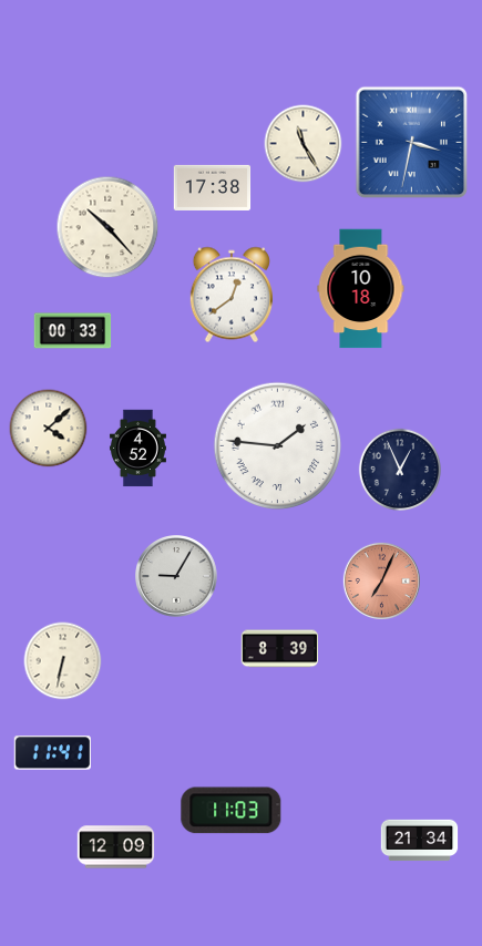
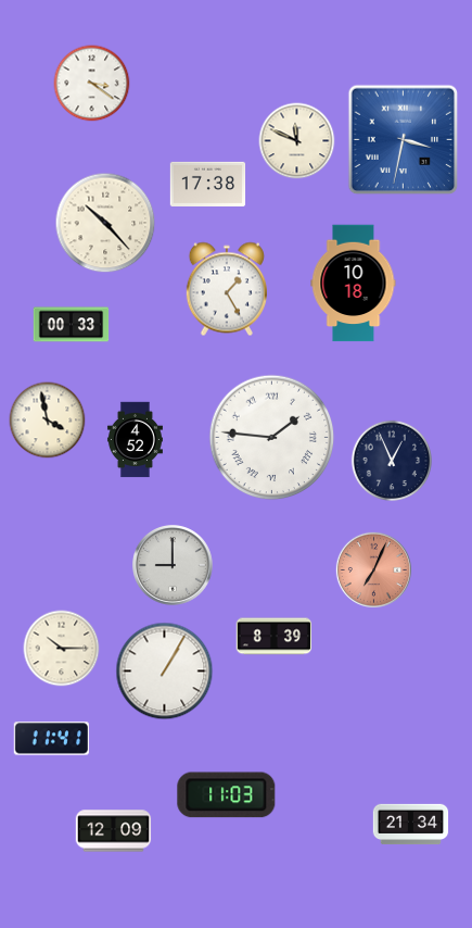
clock at (92, 84): none -> 3:21
clock at (304, 144): 11:25 -> 11:49
clock at (232, 295): 12:39 -> 1:25
clock at (49, 429): 4:08 -> 3:58
clock at (177, 577): 9:05 -> 9:00
clock at (63, 661): 6:32 -> 10:15
clock at (165, 672): none -> 1:05
